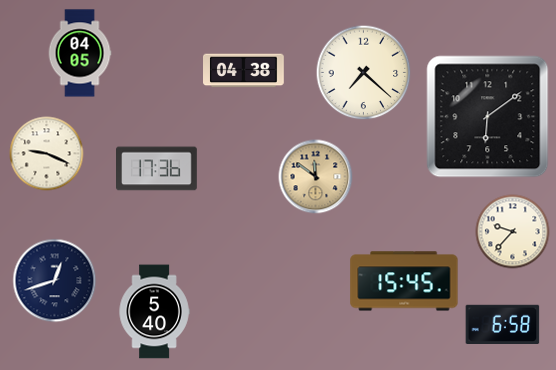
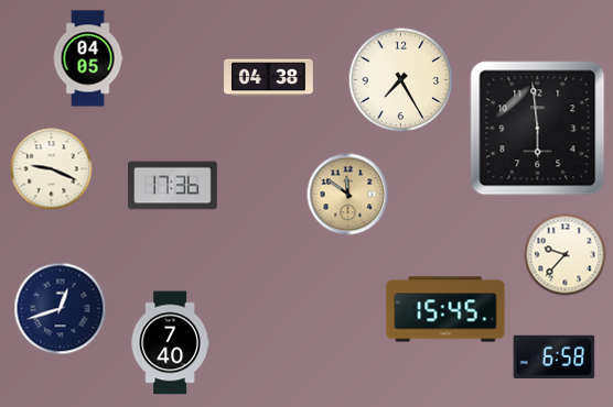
clock at (364, 73): 7:22 -> 7:25
clock at (488, 117): 6:09 -> 5:59
clock at (154, 312): 5:40 -> 7:40
